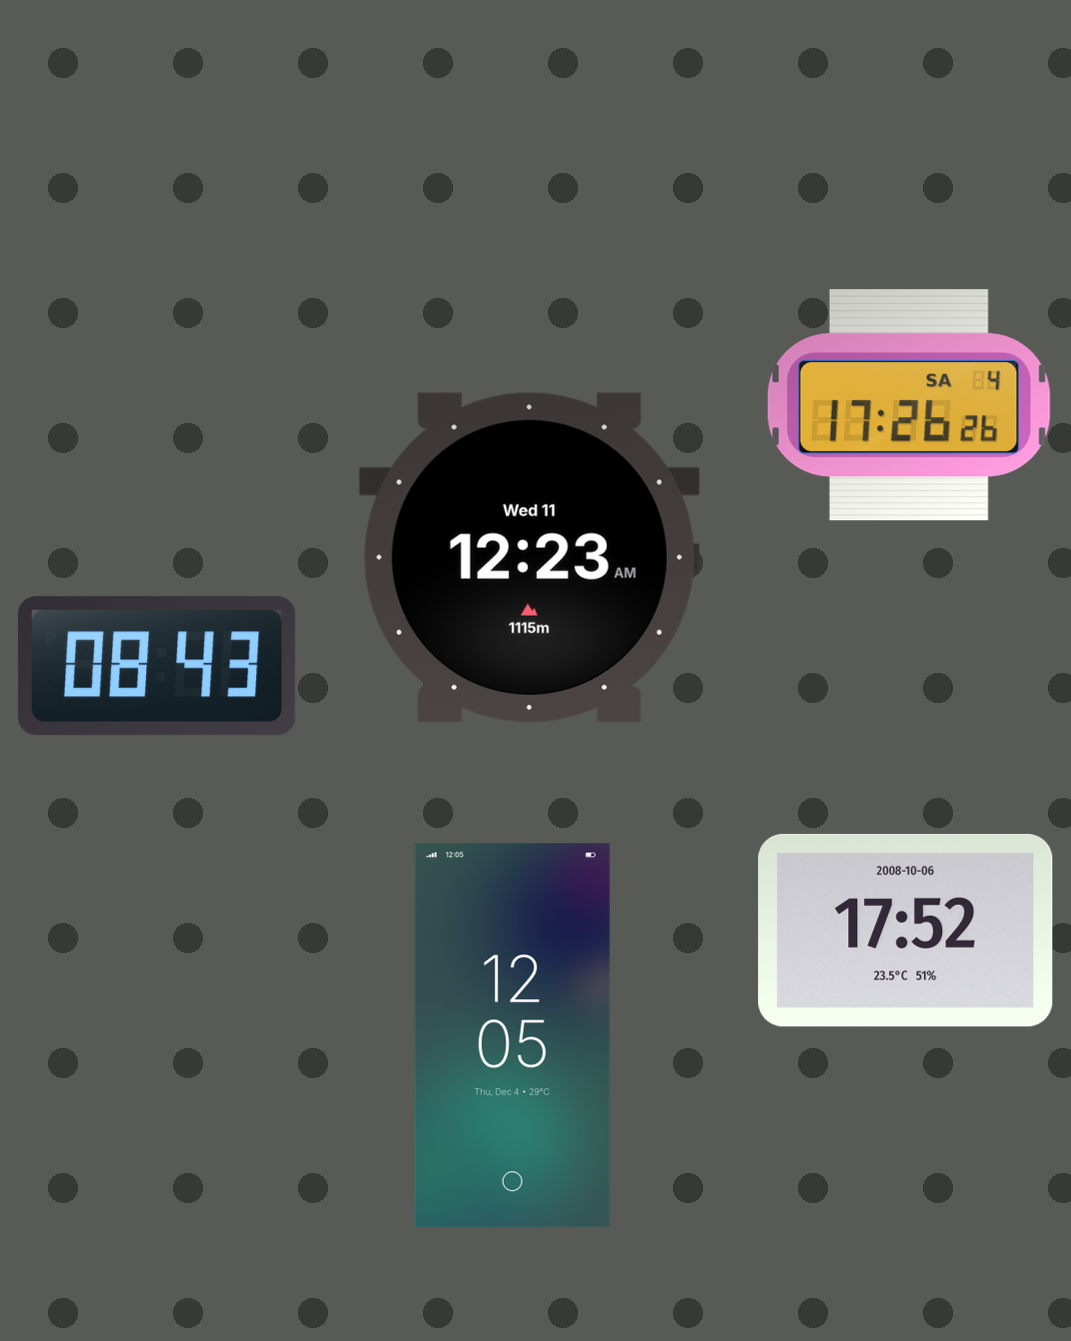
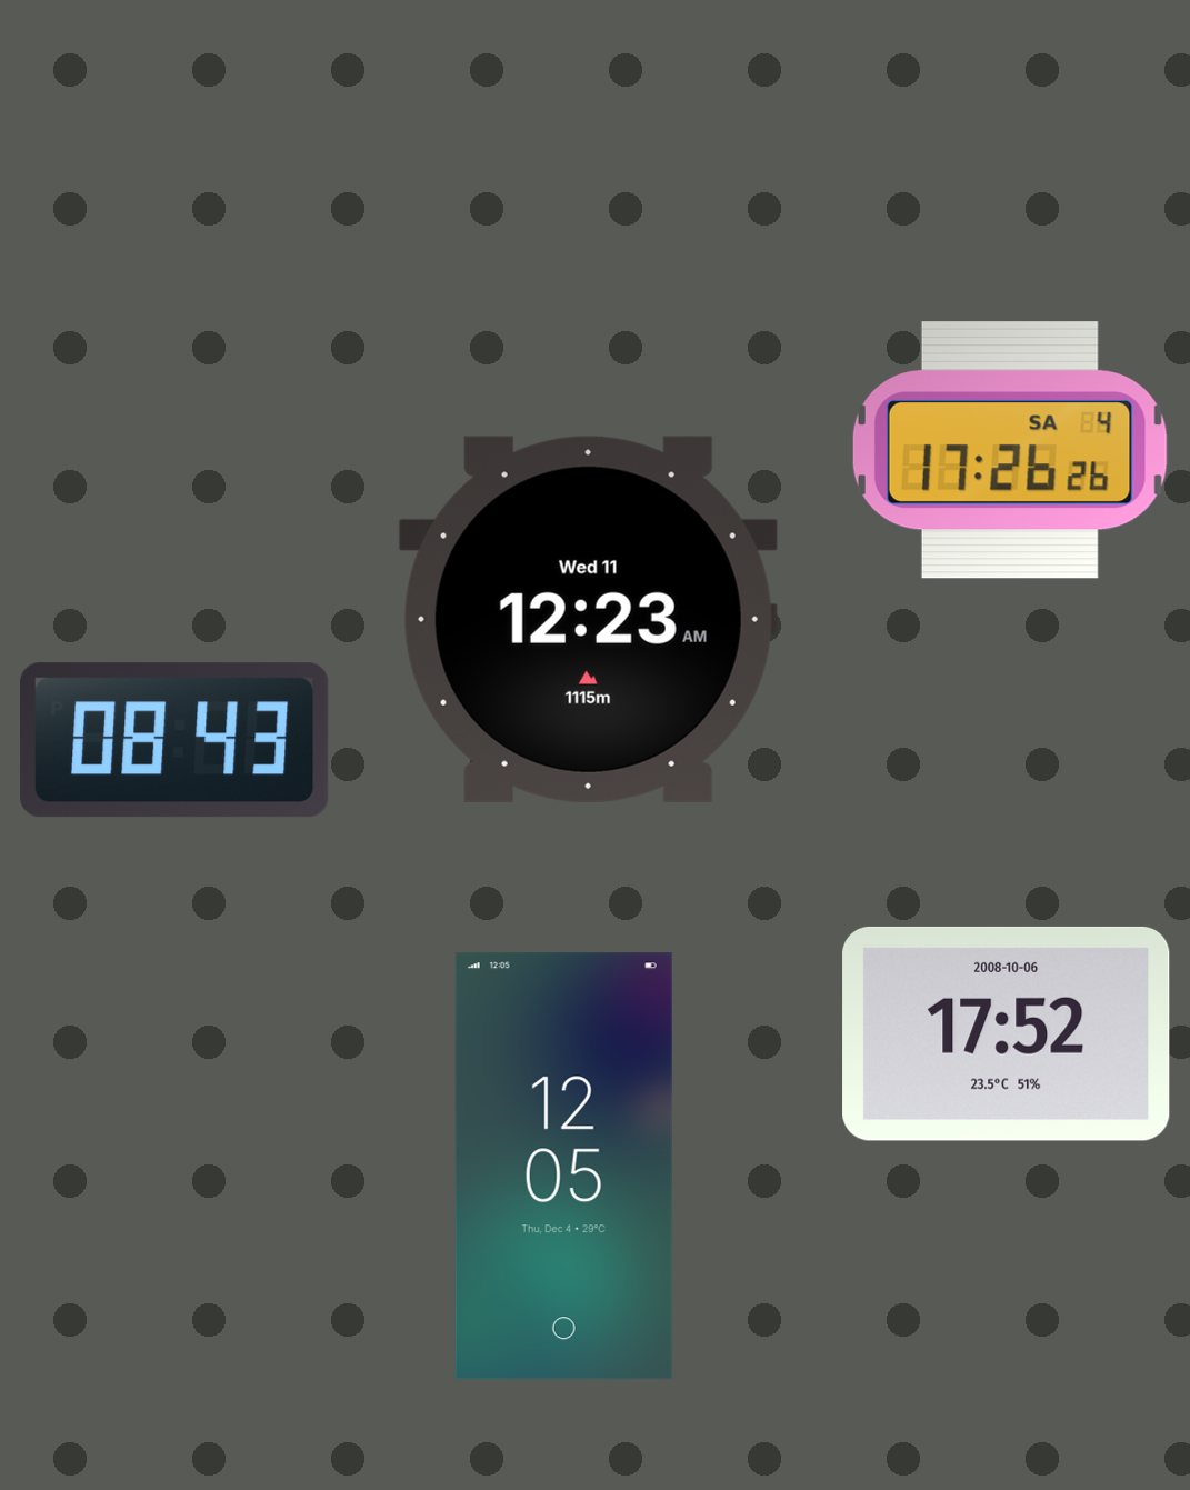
clock at (512, 1036) position: (512, 1036) -> (563, 1167)
